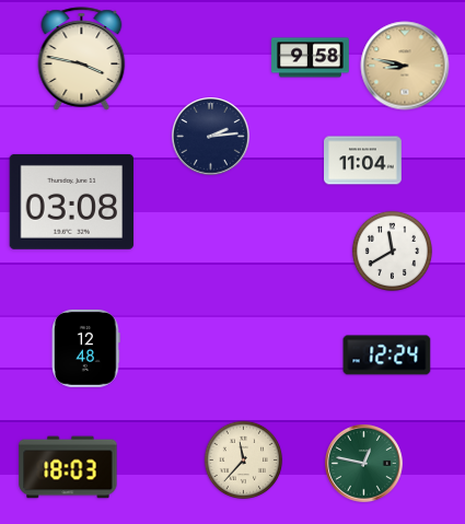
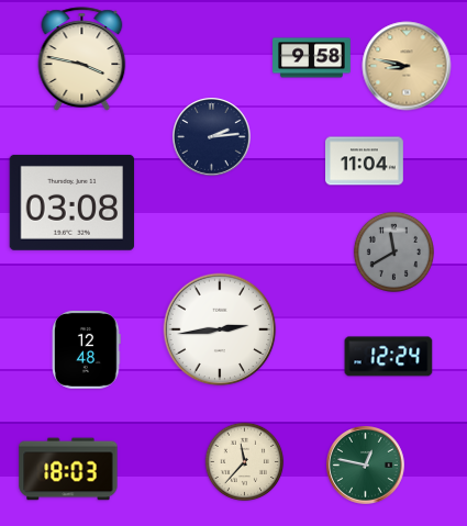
clock at (392, 251) dial: white -> grey
clock at (220, 329): none -> 2:44
